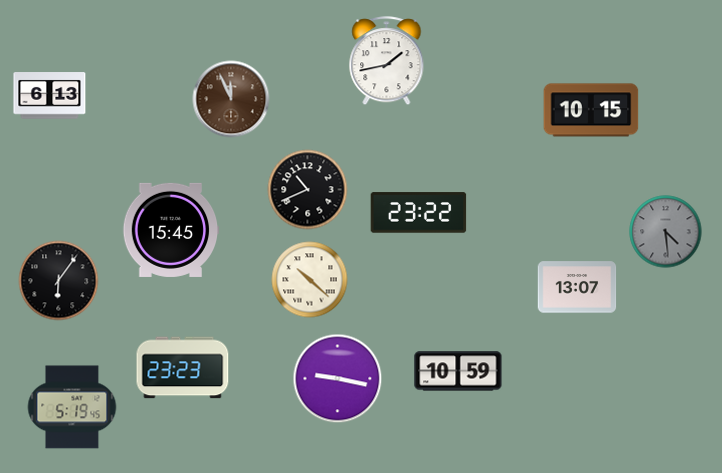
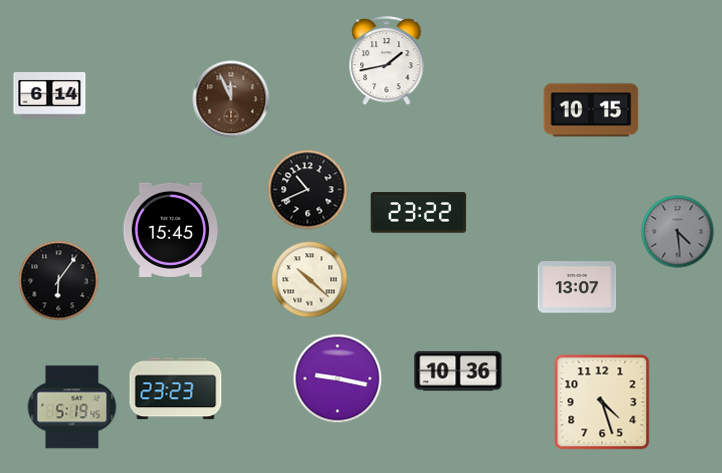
clock at (50, 96): 6:13 -> 6:14
clock at (666, 232) position: (666, 232) -> (678, 232)
clock at (183, 368) position: (183, 368) -> (176, 389)
clock at (458, 371): 10:59 -> 10:36
clock at (602, 402): none -> 4:27
